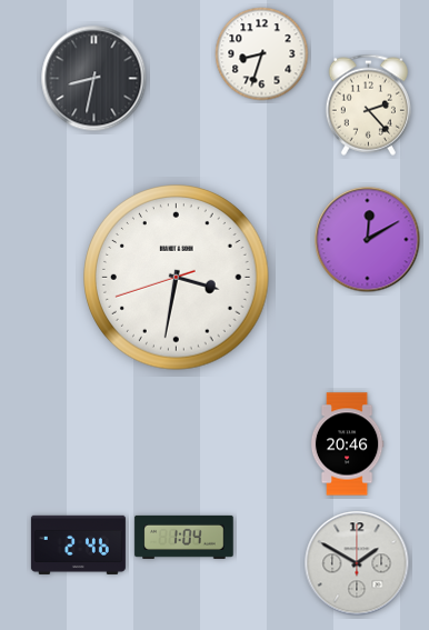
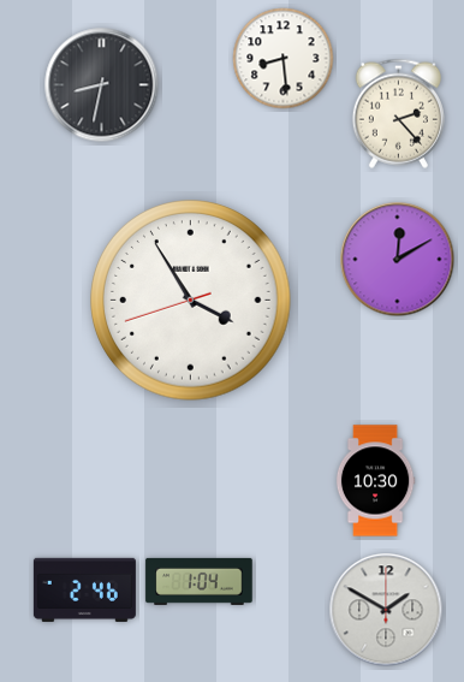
clock at (262, 54): 8:33 -> 8:29
clock at (177, 278): 3:31 -> 3:54
clock at (347, 444): 20:46 -> 10:30
